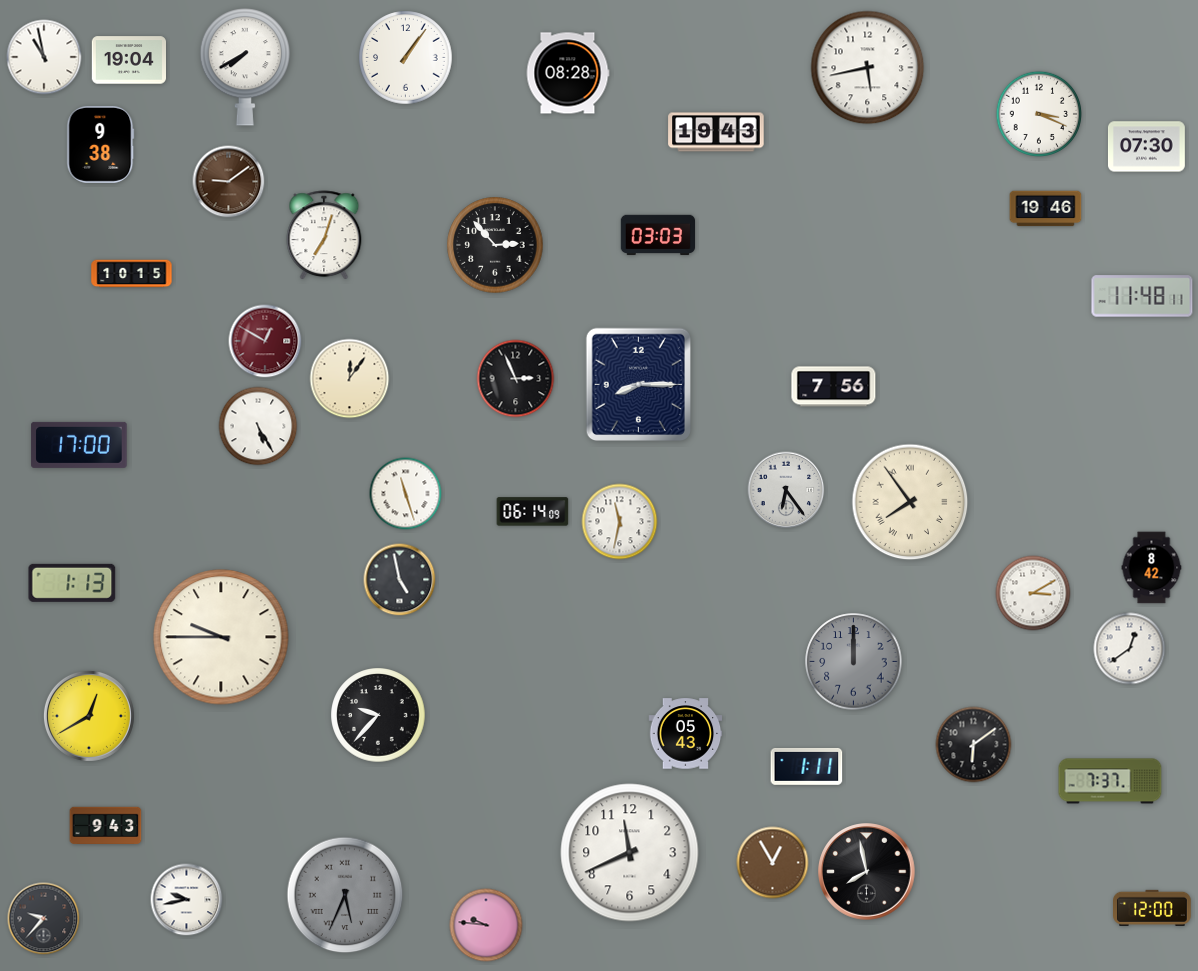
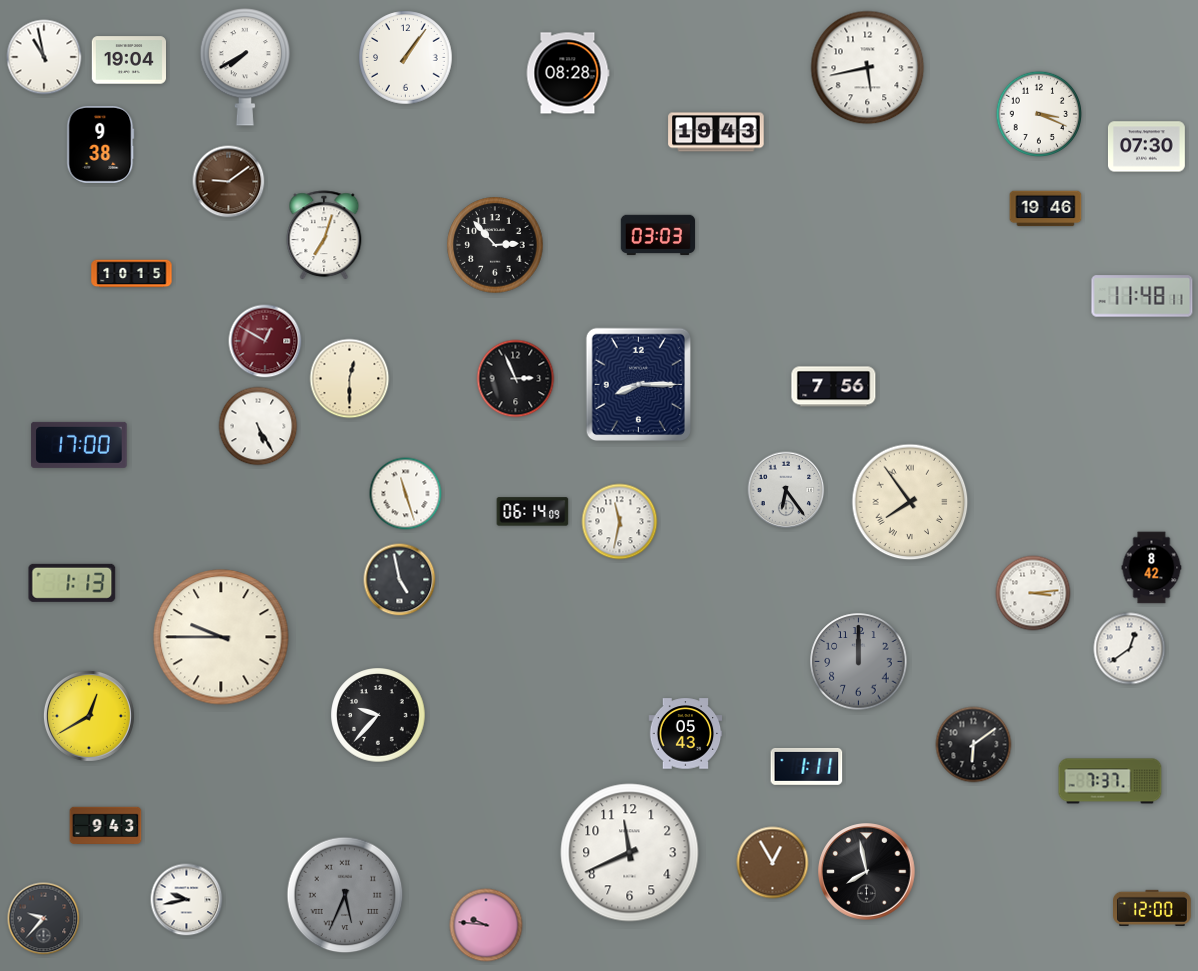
clock at (350, 379): 12:06 -> 12:30
clock at (1033, 593): 3:10 -> 3:14
clock at (854, 662) position: (854, 662) -> (859, 662)
